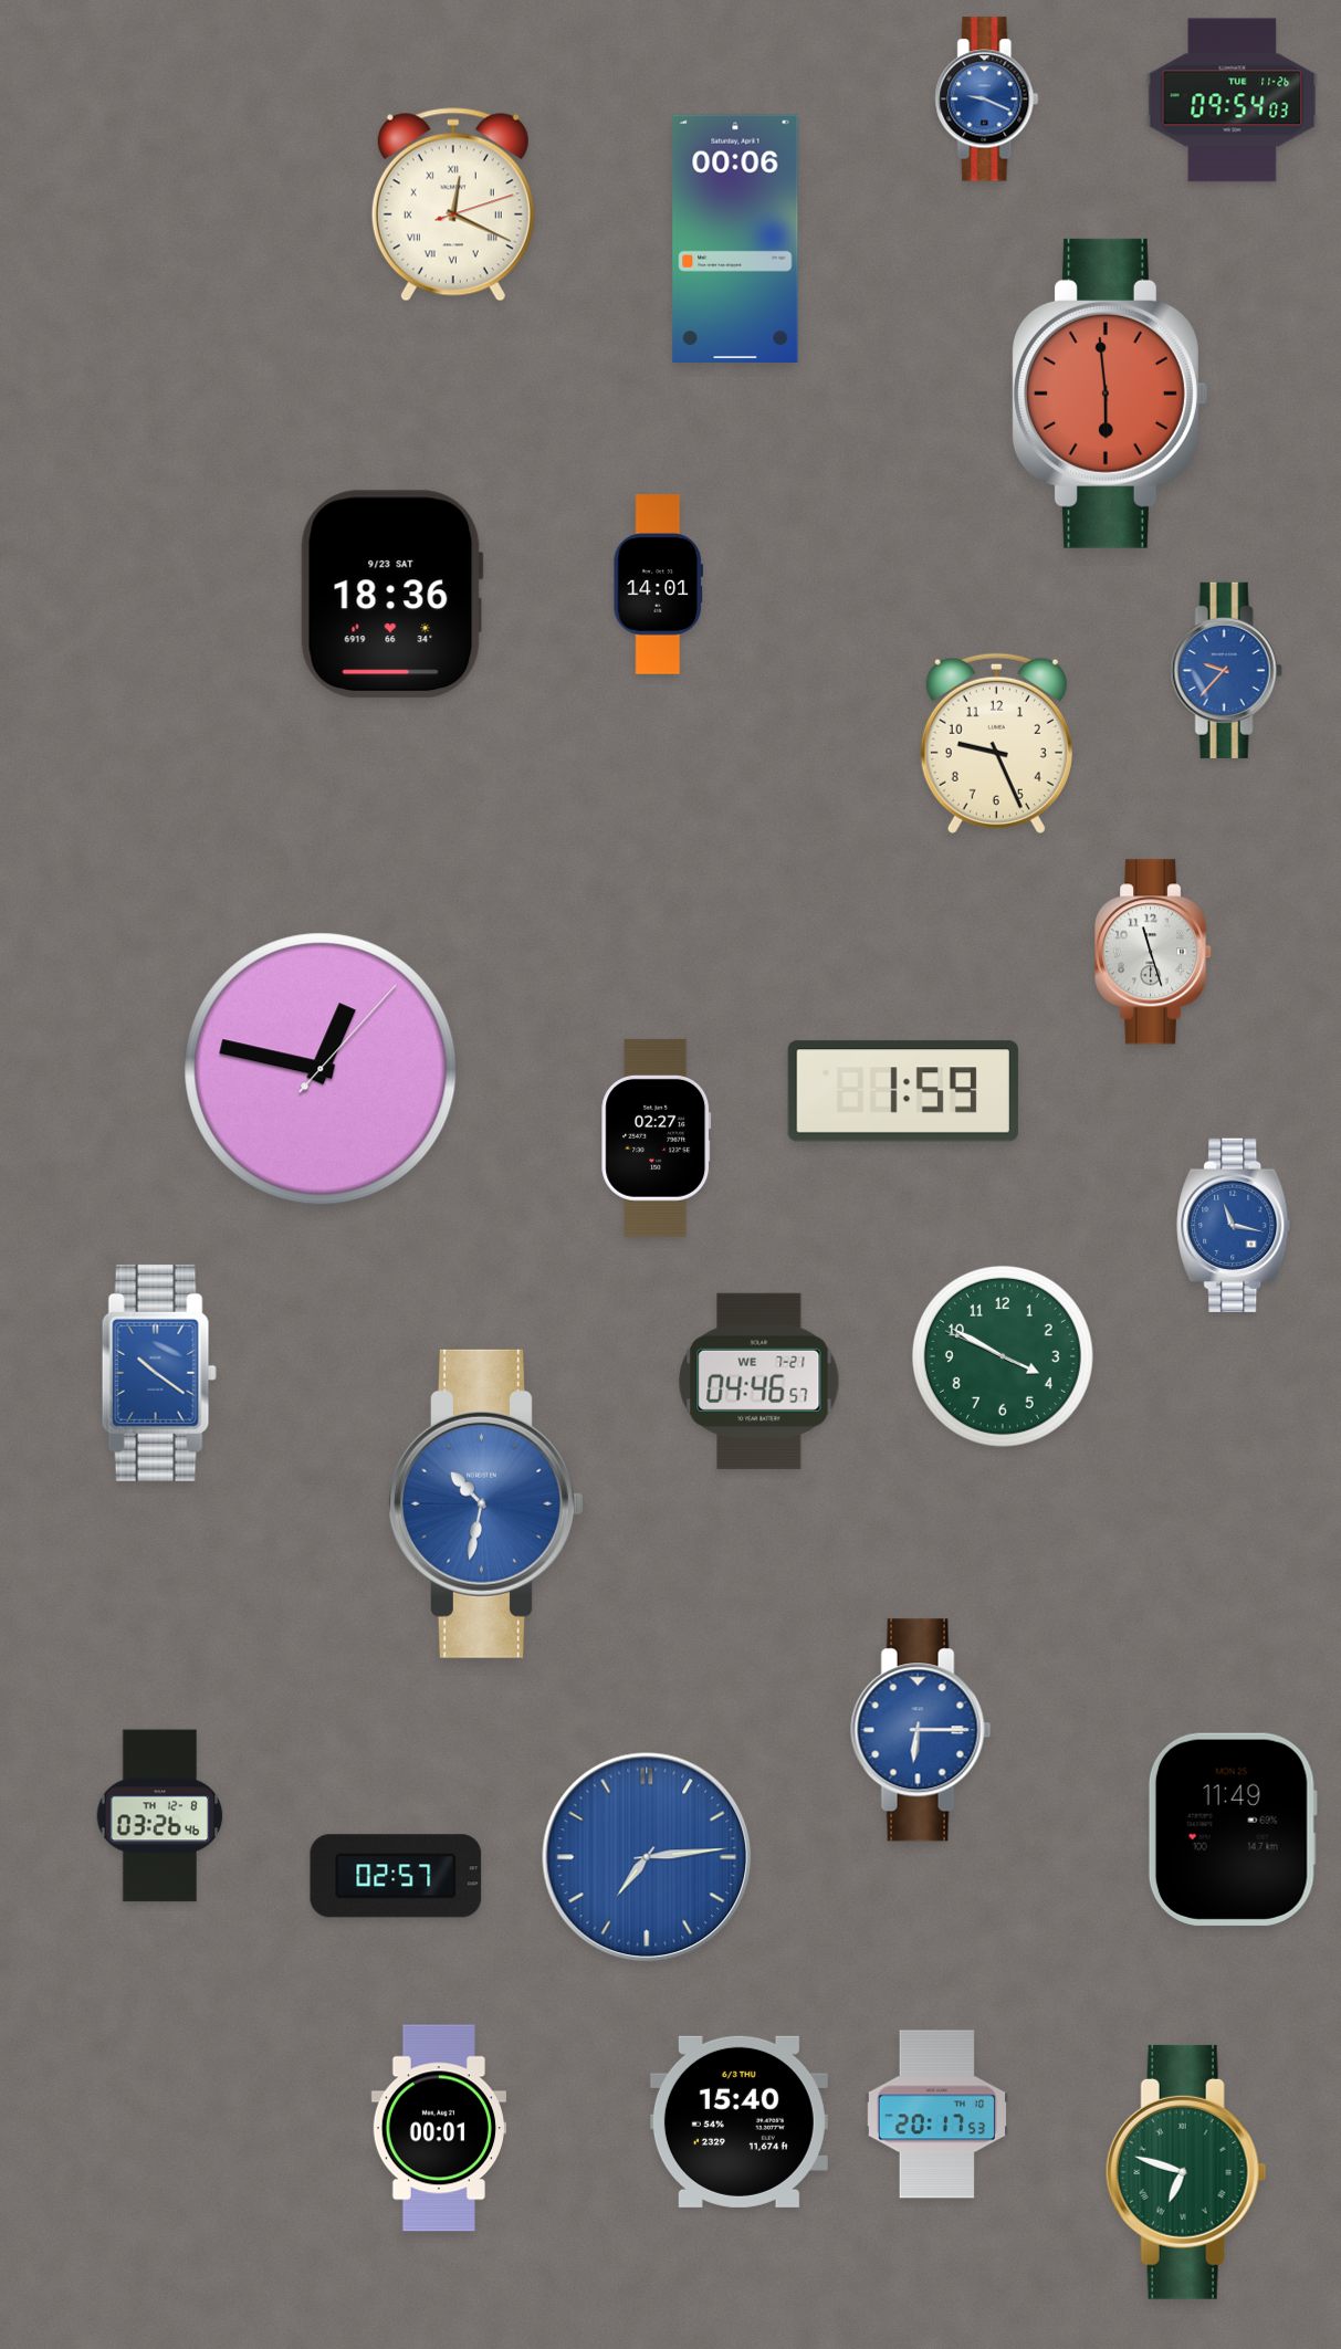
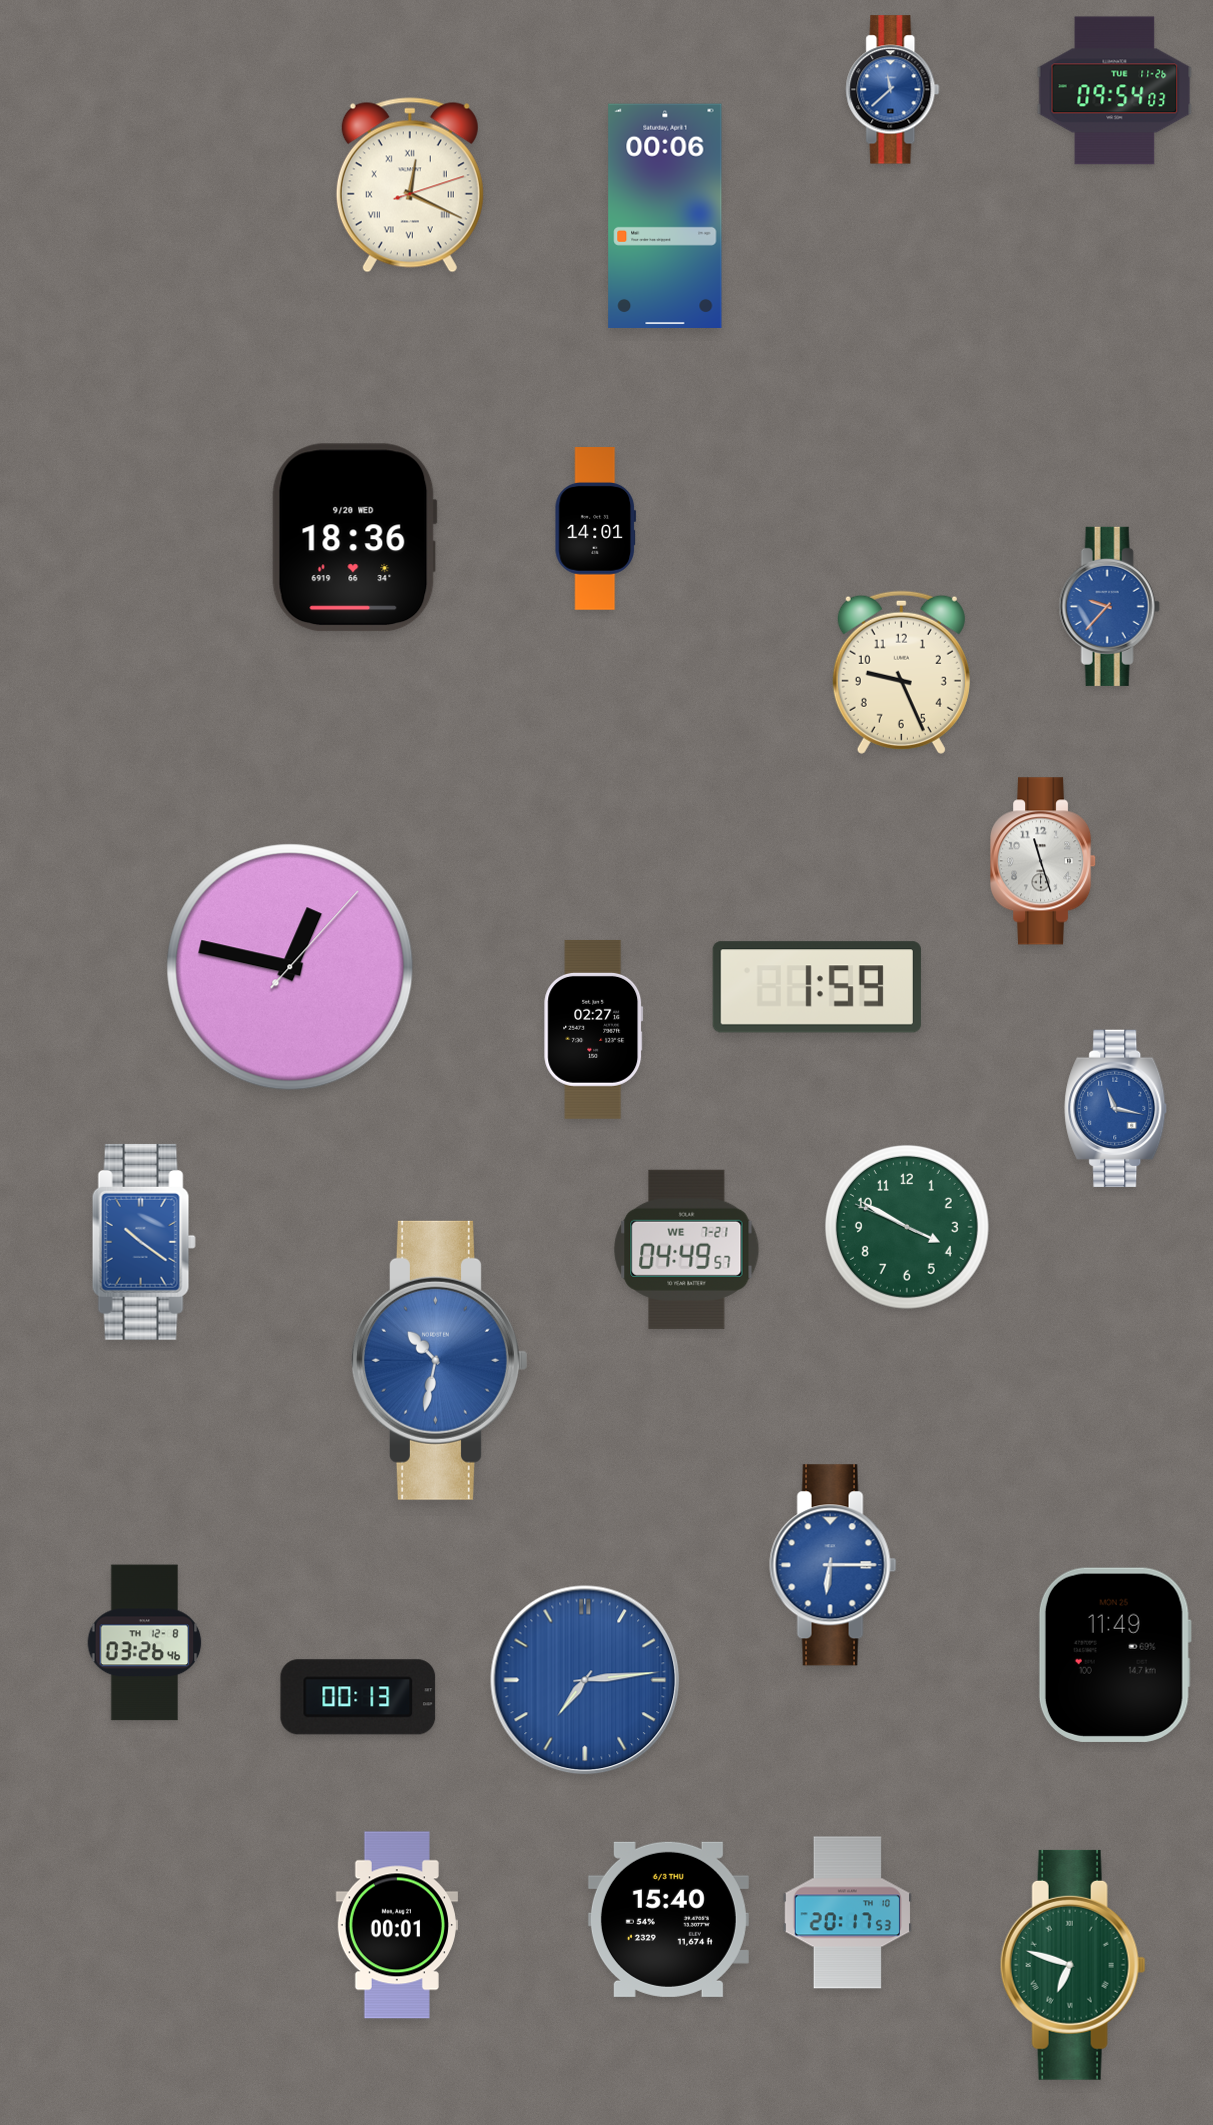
clock at (987, 99): 9:19 -> 11:38
clock at (1109, 394): 5:59 -> none
clock at (391, 595) date: 9/23 SAT -> 9/20 WED
clock at (759, 1381): 04:46 -> 04:49
clock at (396, 1876): 02:57 -> 00:13
